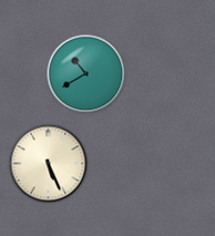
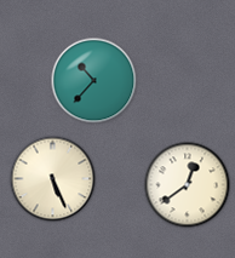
clock at (86, 74): 10:40 -> 10:37
clock at (188, 185): none -> 12:39
